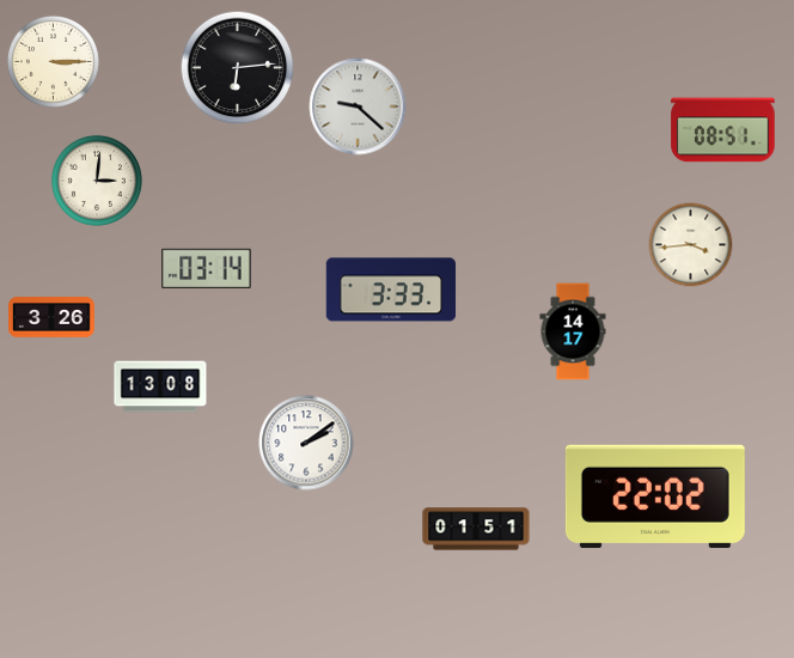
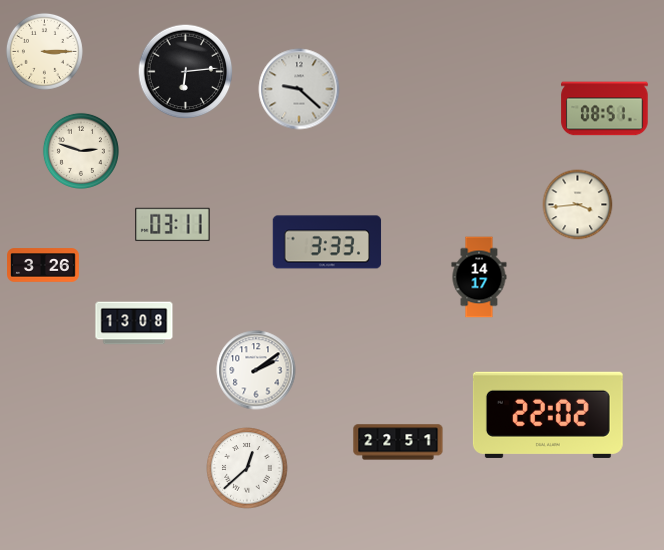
clock at (238, 68) position: (238, 68) -> (186, 72)
clock at (97, 181): 3:01 -> 2:48
clock at (207, 269): 03:14 -> 03:11
clock at (476, 529): 01:51 -> 22:51
clock at (247, 468): none -> 12:38
